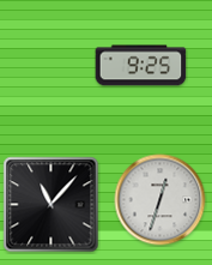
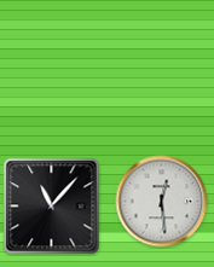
clock at (141, 66): 9:25 -> none
clock at (160, 200): 12:33 -> 12:29
